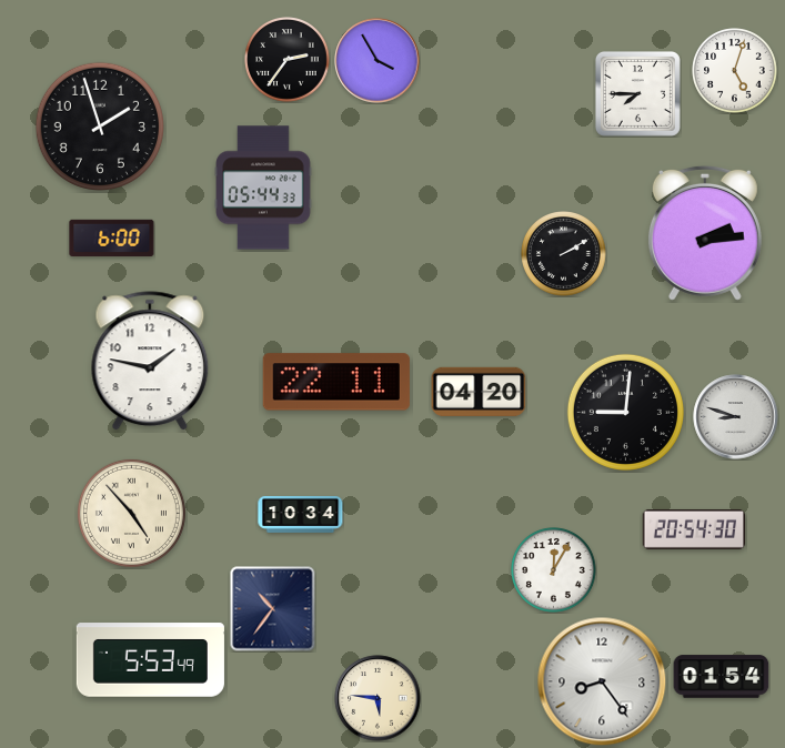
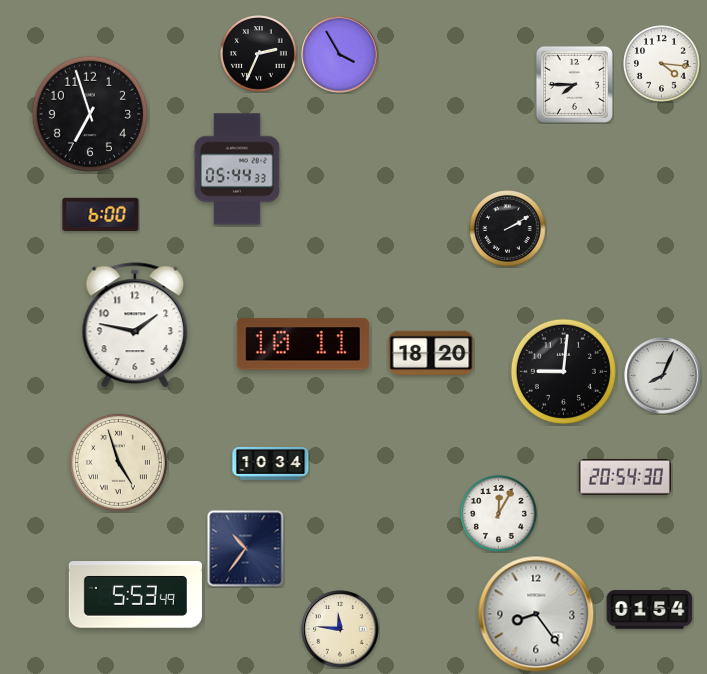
clock at (288, 60): 2:36 -> 2:34
clock at (735, 71): 5:03 -> 4:16
clock at (100, 127): 1:57 -> 6:57
clock at (705, 233): 2:14 -> none
clock at (336, 382): 22:11 -> 10:11
clock at (479, 392): 04:20 -> 18:20
clock at (736, 417): 8:48 -> 8:04
clock at (131, 513): 4:53 -> 4:57
clock at (602, 681) position: (602, 681) -> (536, 614)
clock at (378, 698): 5:46 -> 11:46
